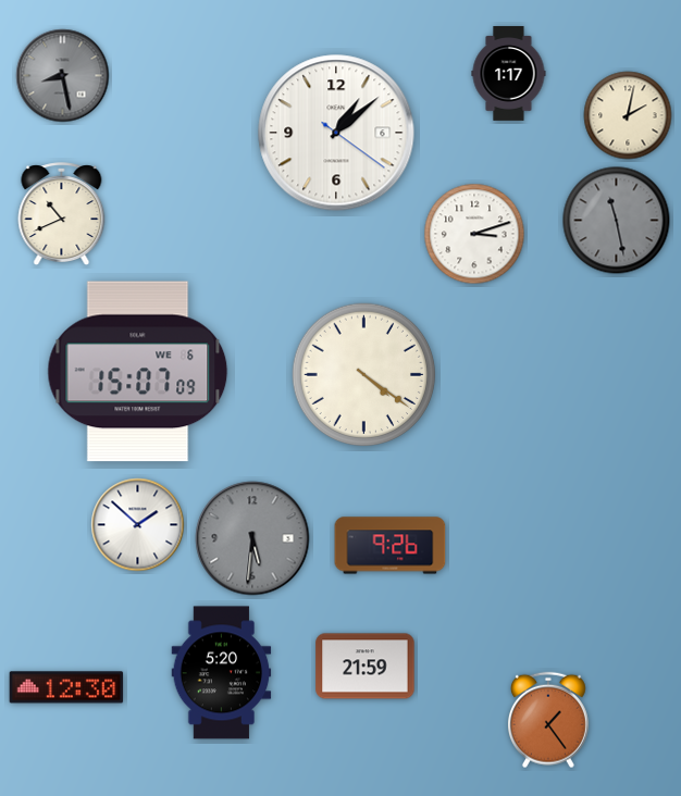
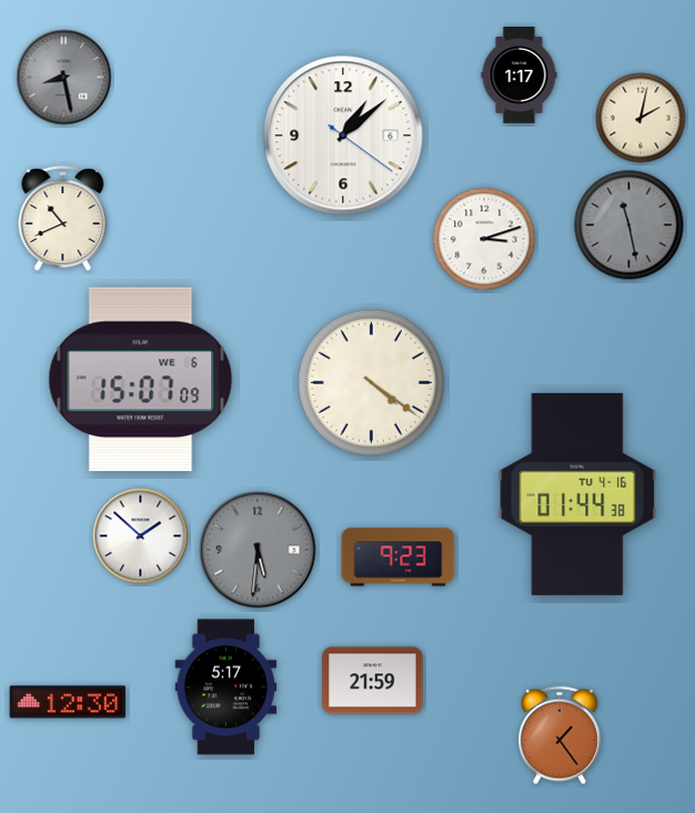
clock at (577, 494): none -> 01:44
clock at (391, 546): 9:26 -> 9:23
clock at (222, 673): 5:20 -> 5:17
